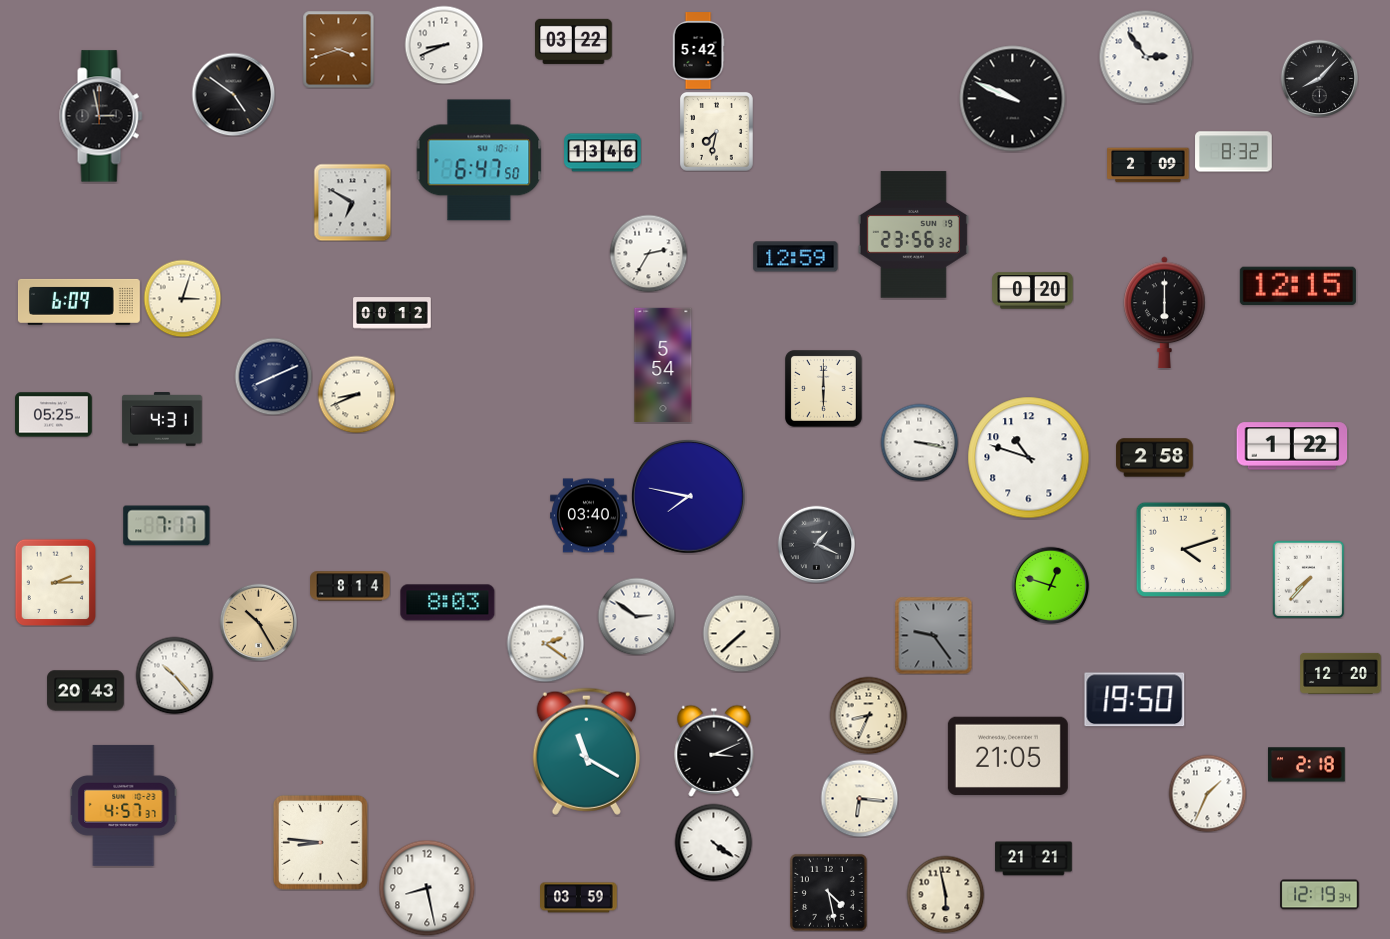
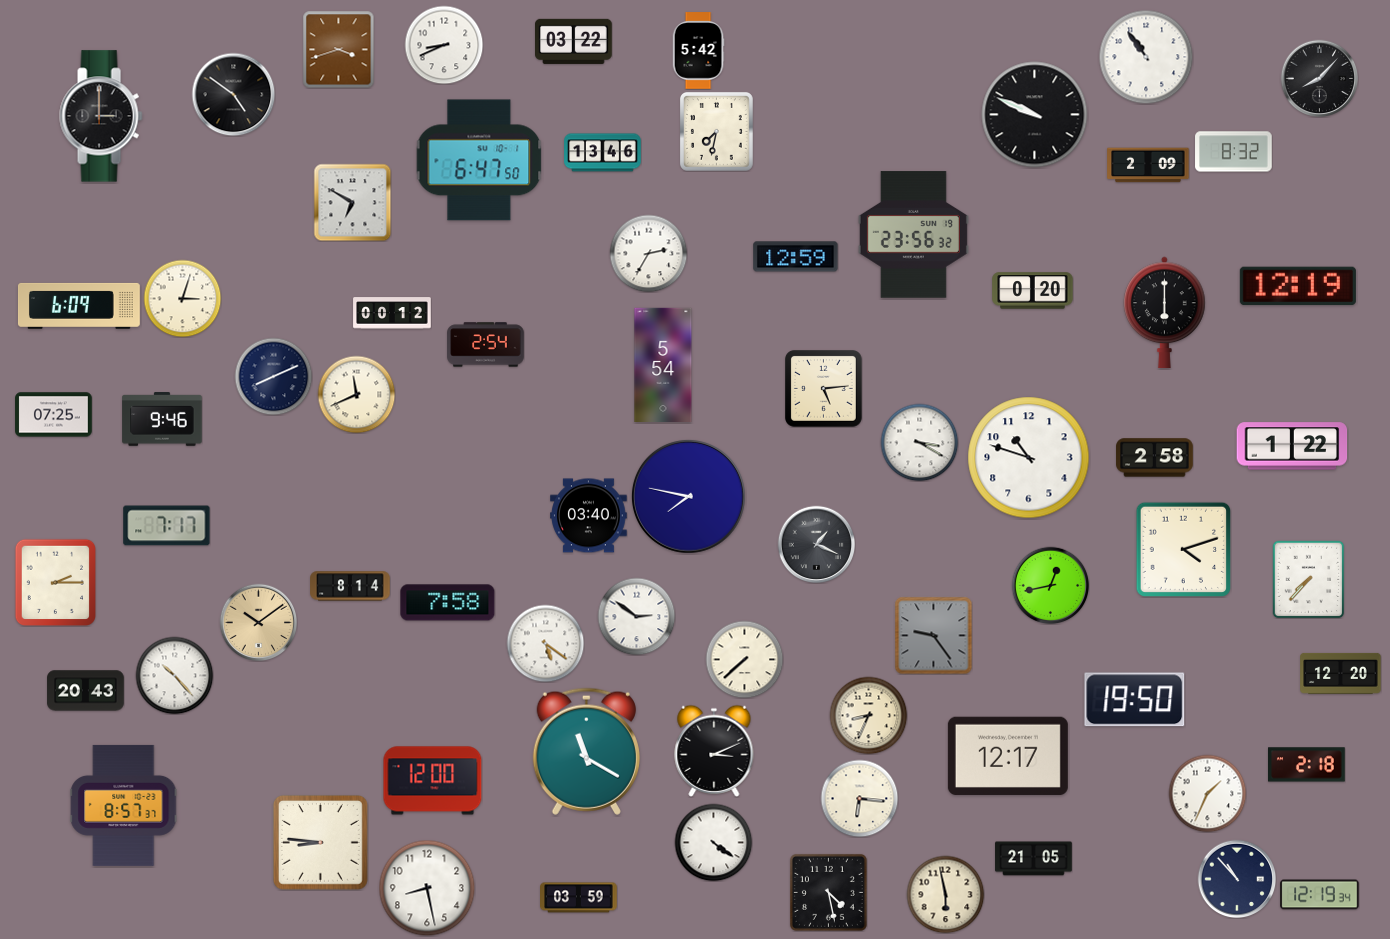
clock at (1146, 57): 2:54 -> 10:54
clock at (1013, 99) position: (1013, 99) -> (1035, 115)
clock at (101, 116): 2:58 -> 3:00
clock at (1298, 286): 12:15 -> 12:19
clock at (79, 302) position: (79, 302) -> (79, 306)
clock at (486, 345): none -> 2:54
clock at (824, 389): 6:00 -> 5:14
clock at (356, 394): 8:41 -> 11:41
clock at (54, 415): 05:25 -> 07:25
clock at (162, 419): 4:31 -> 9:46
clock at (919, 442): 3:17 -> 3:20
clock at (1050, 585): 12:48 -> 12:43
clock at (448, 603): 8:03 -> 7:58
clock at (258, 622): 10:25 -> 10:09
clock at (741, 633) position: (741, 633) -> (744, 659)
clock at (545, 643): 2:21 -> 5:21
clock at (1008, 756): 21:05 -> 12:17
clock at (433, 781): none -> 12:00
clock at (124, 805): 4:57 -> 8:57
clock at (1034, 859): 21:21 -> 21:05
clock at (1237, 879): none -> 10:53
